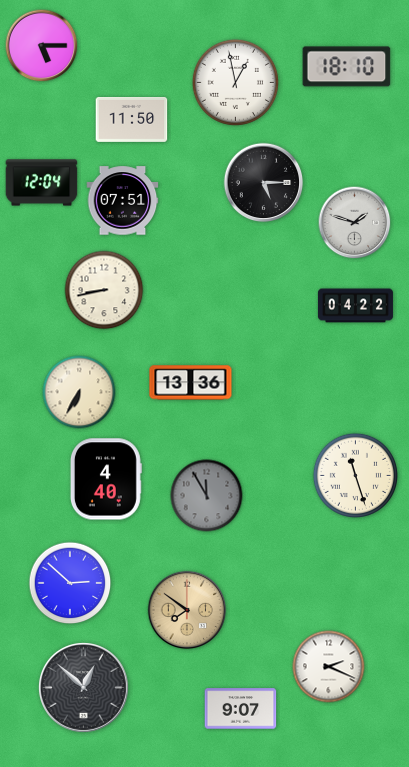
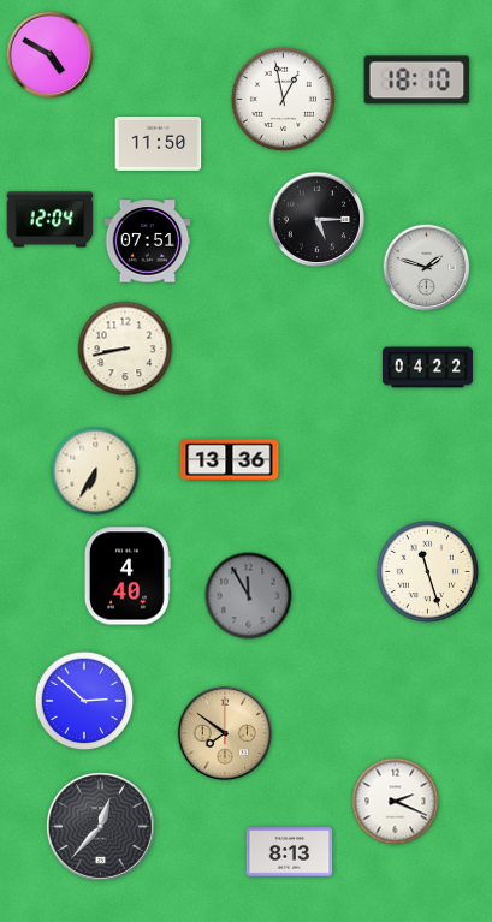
clock at (42, 46): 5:15 -> 4:50
clock at (83, 687): 12:52 -> 12:37
clock at (241, 709): 9:07 -> 8:13
